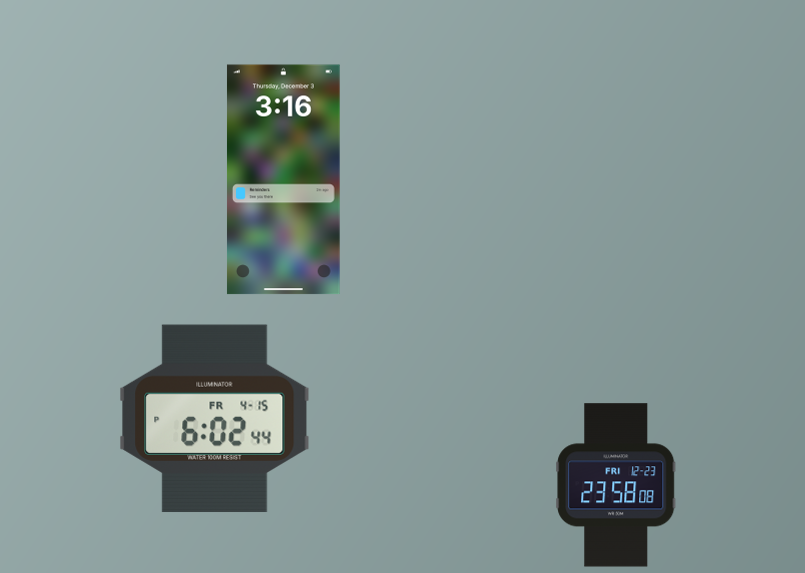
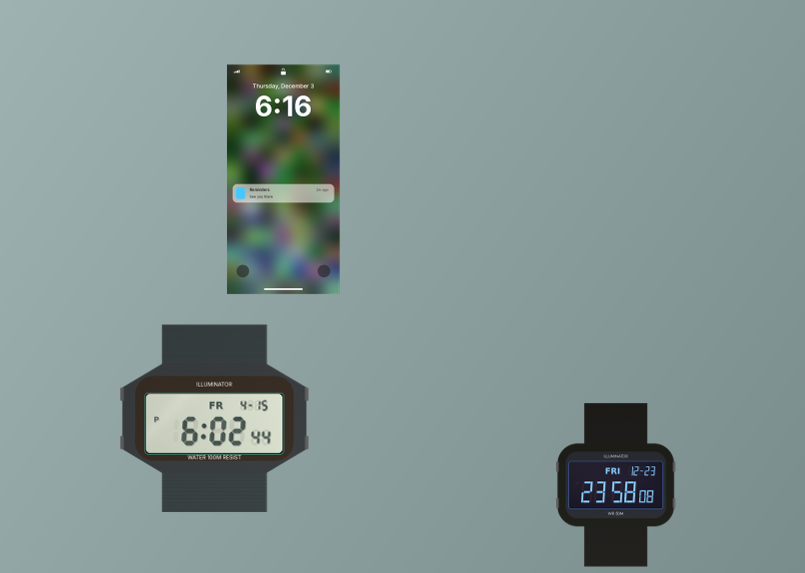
clock at (283, 180): 3:16 -> 6:16
